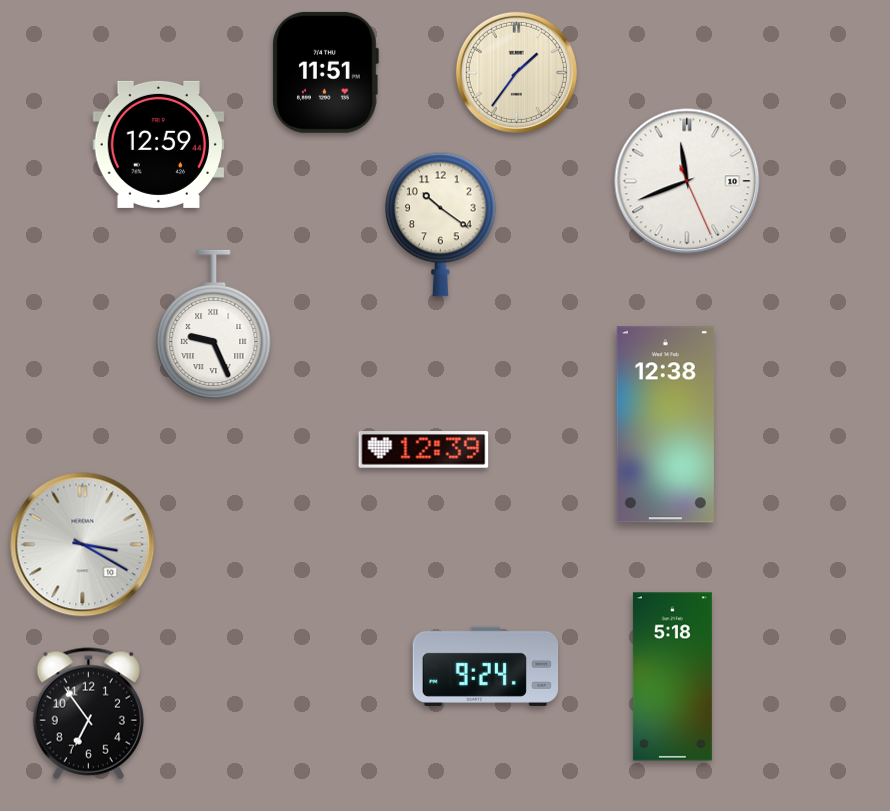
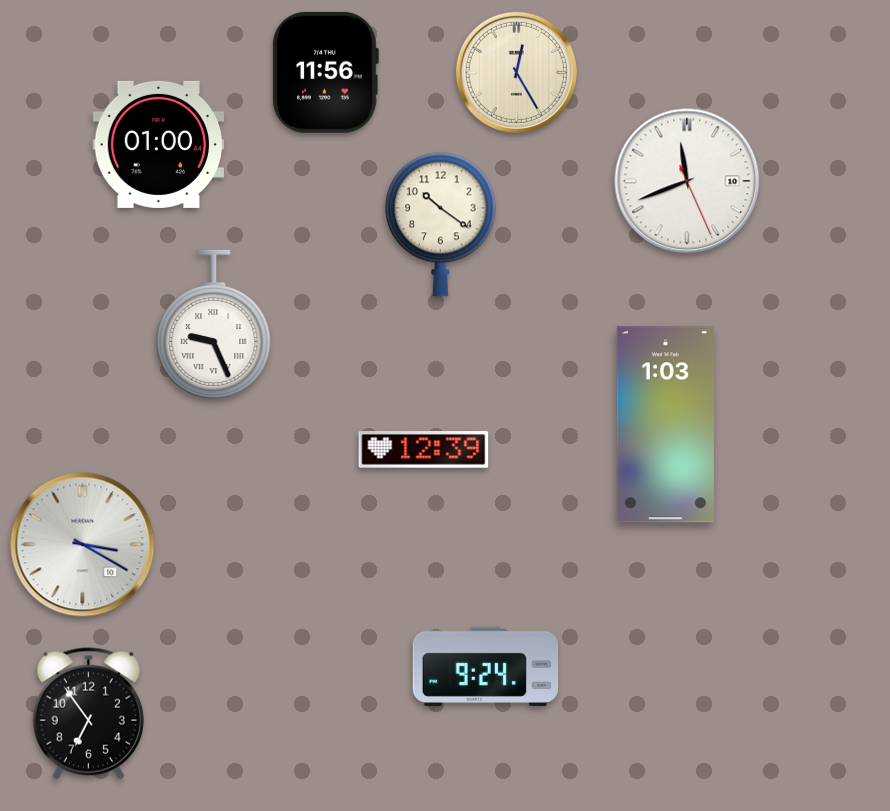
clock at (325, 72): 11:51 -> 11:56
clock at (516, 72): 1:36 -> 12:25
clock at (159, 144): 12:59 -> 01:00
clock at (665, 425): 12:38 -> 1:03
clock at (672, 677): 5:18 -> none
